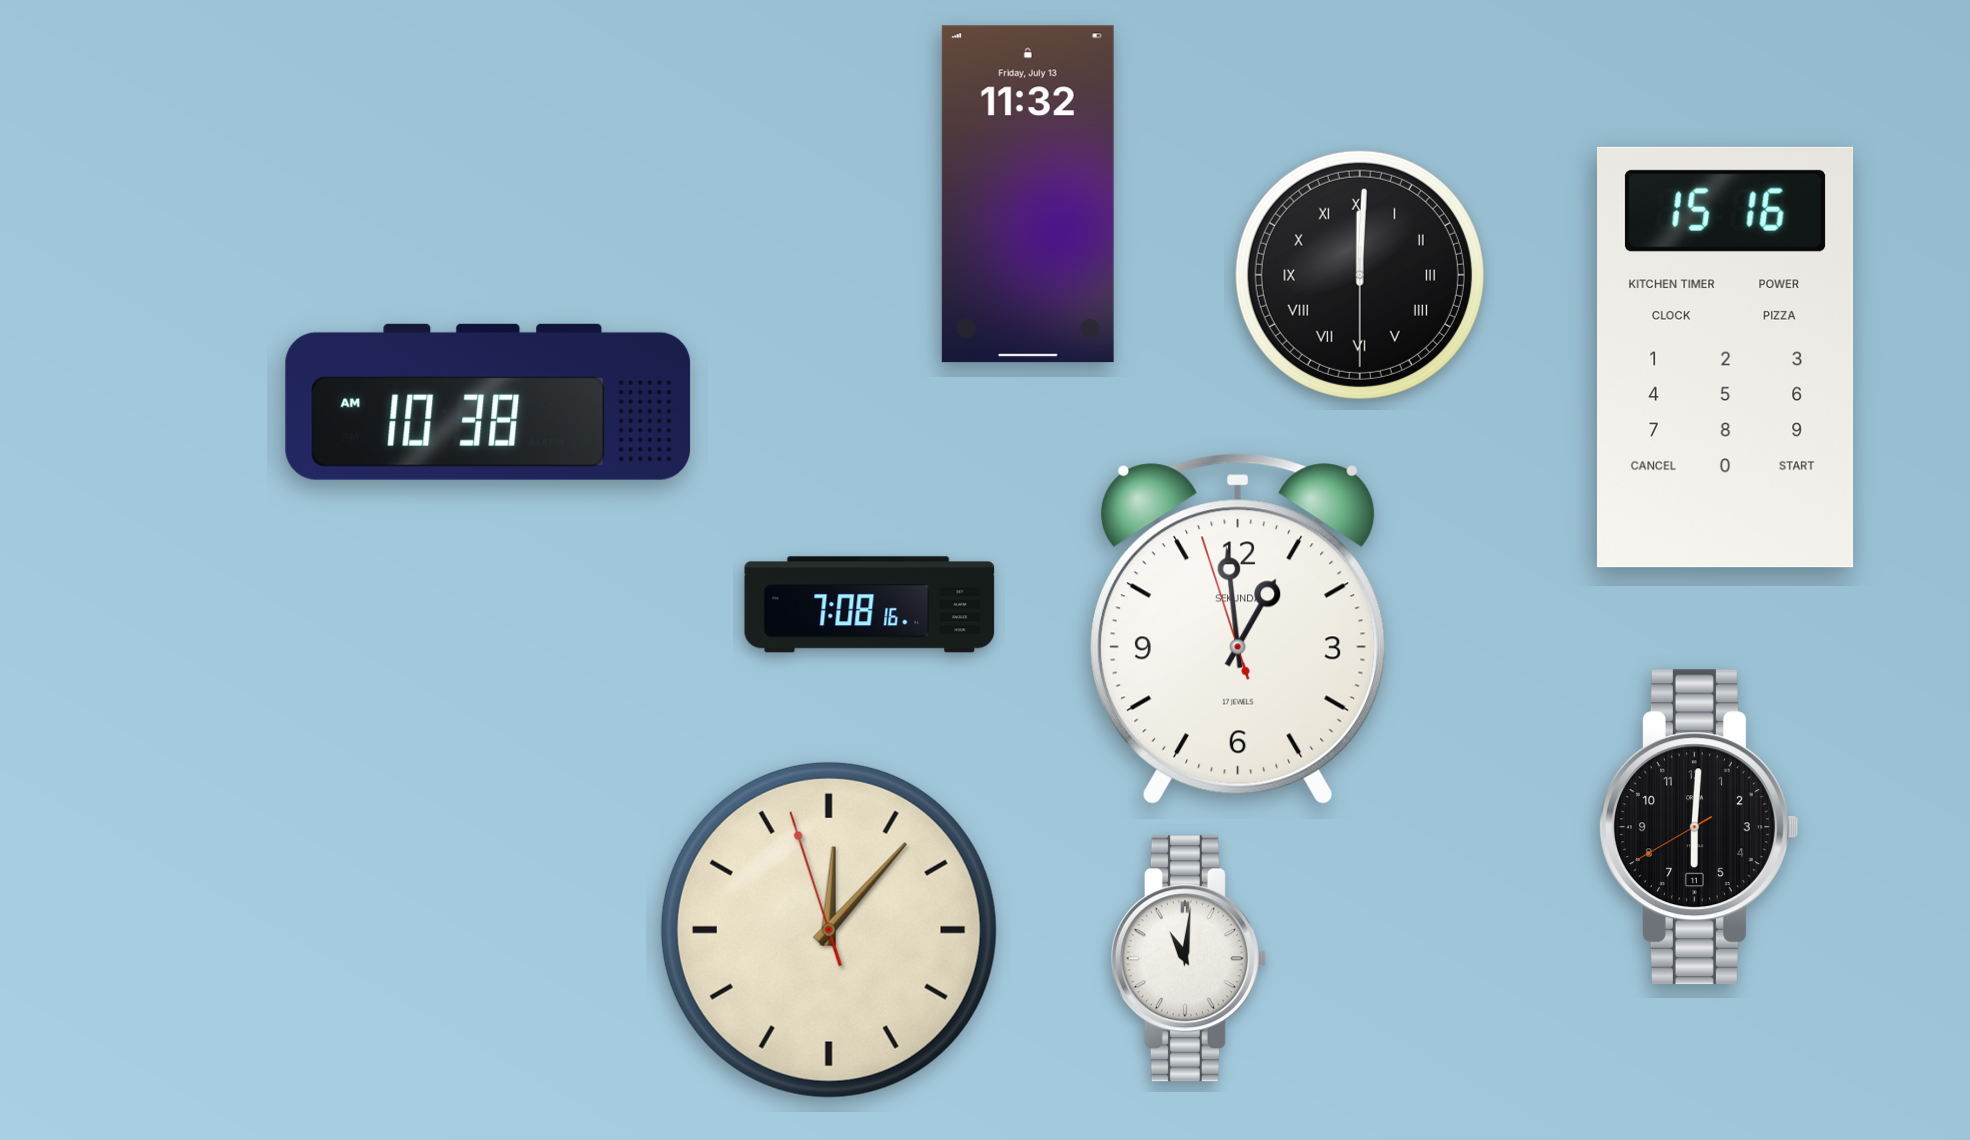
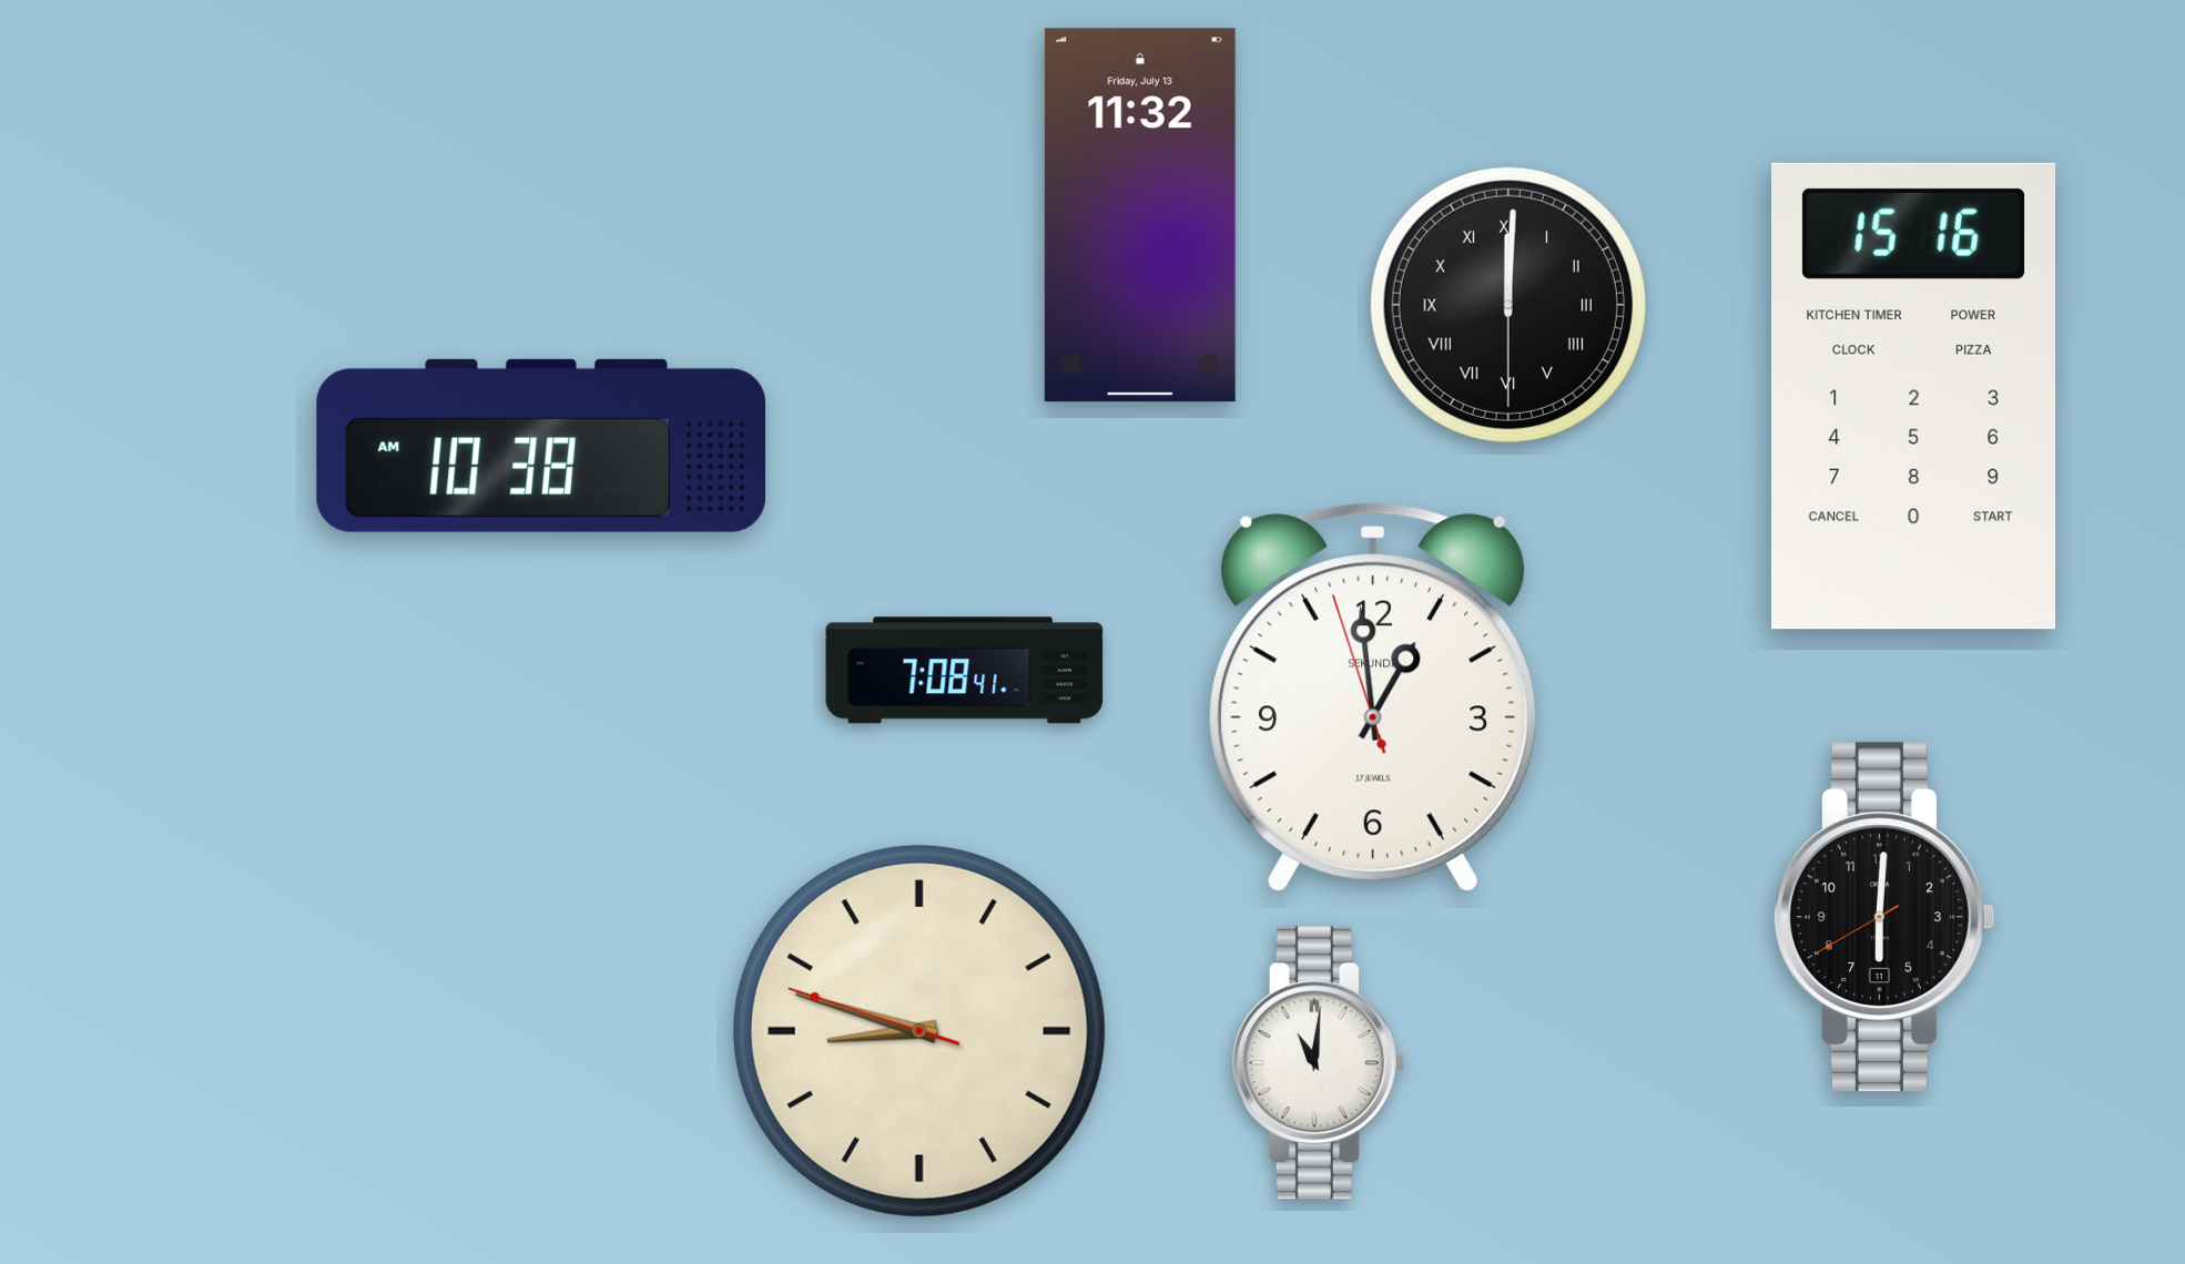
clock at (870, 605): 7:08:16 -> 7:08:41
clock at (829, 930): 12:06 -> 8:47
